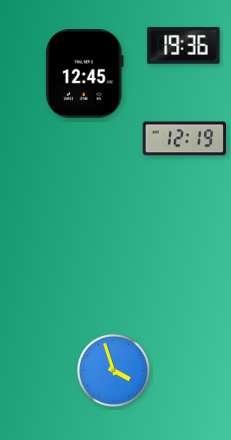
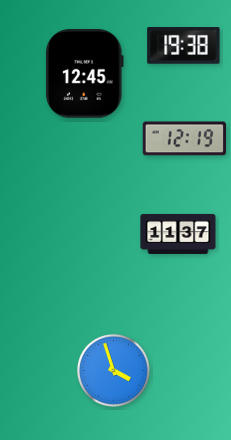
clock at (184, 46): 19:36 -> 19:38
clock at (178, 234): none -> 11:37
